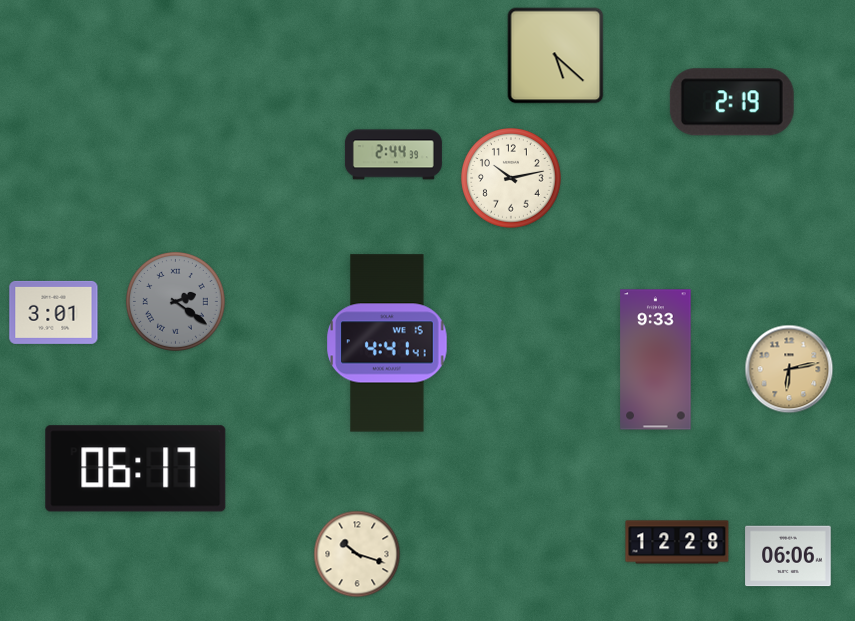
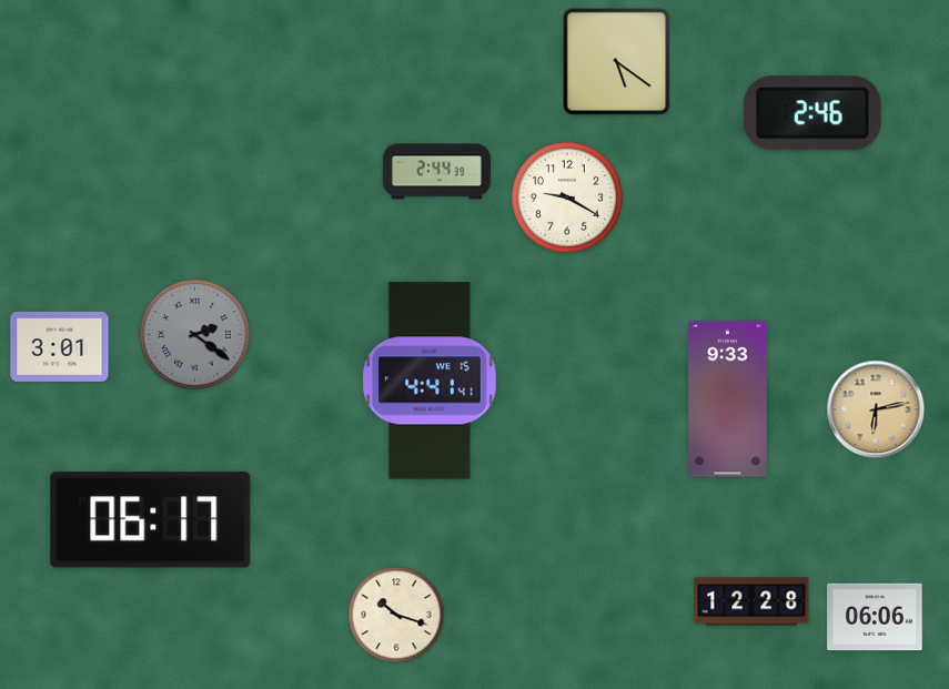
clock at (556, 56): 5:22 -> 5:21
clock at (732, 102): 2:19 -> 2:46
clock at (511, 178): 10:13 -> 9:20
